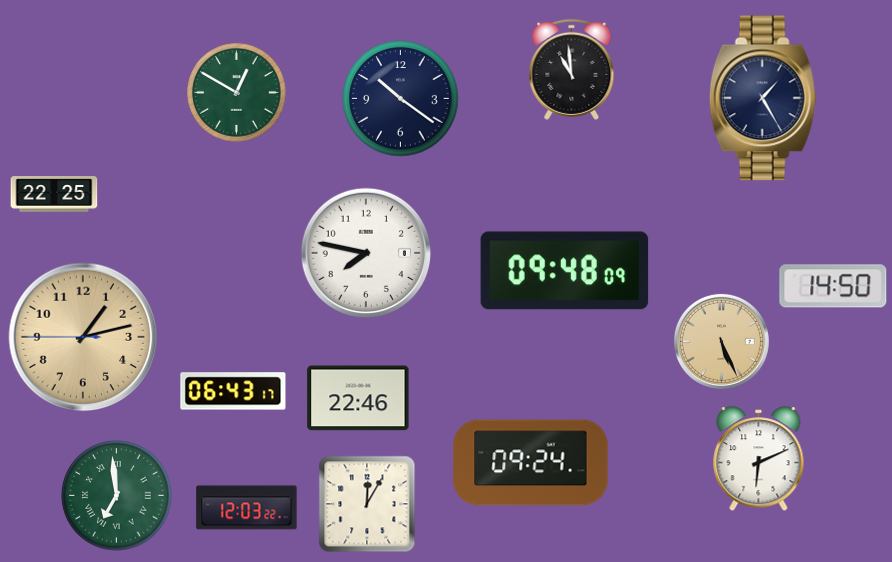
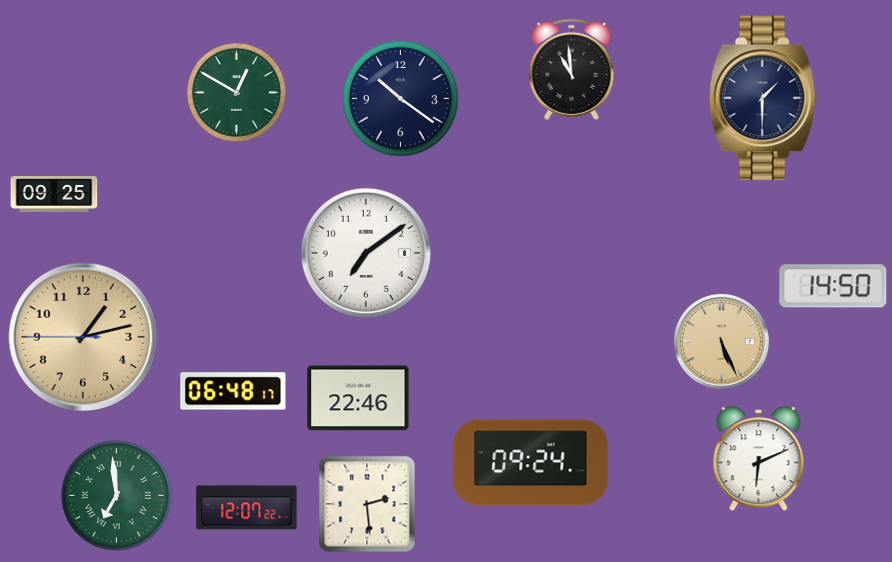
clock at (763, 98): 1:25 -> 1:30
clock at (54, 194): 22:25 -> 09:25
clock at (365, 252): 7:47 -> 7:09
clock at (565, 271): 09:48 -> none
clock at (233, 391): 06:43 -> 06:48
clock at (367, 504): 12:05 -> 2:29
clock at (247, 508): 12:03 -> 12:07
